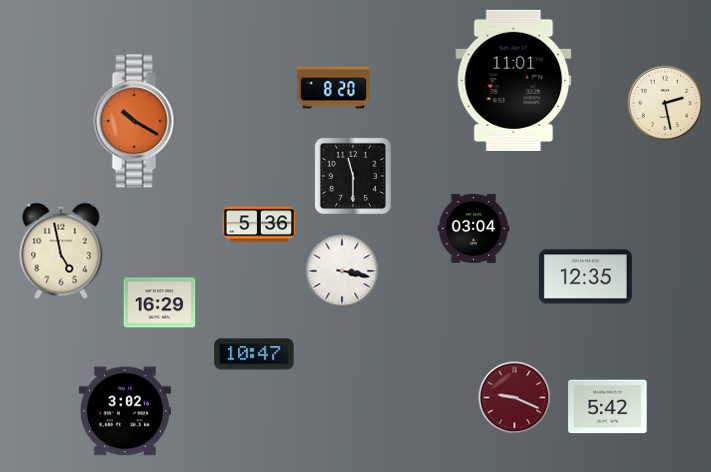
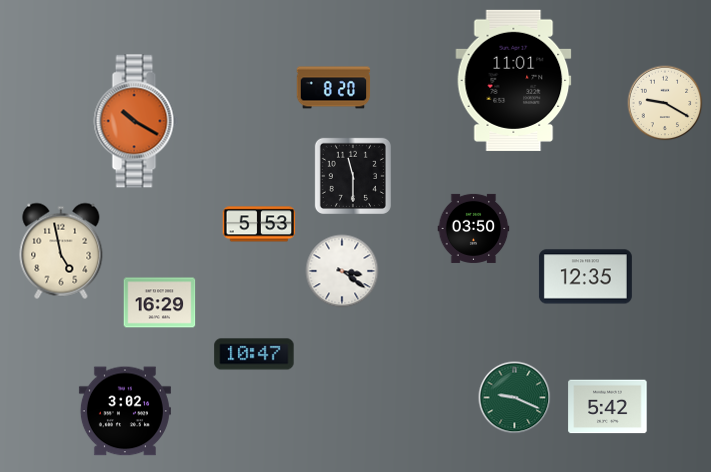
clock at (665, 103): 2:28 -> 9:20
clock at (259, 224): 5:36 -> 5:53
clock at (474, 228): 03:04 -> 03:50
clock at (342, 271): 3:17 -> 3:21
clock at (515, 398) dial: burgundy -> green
